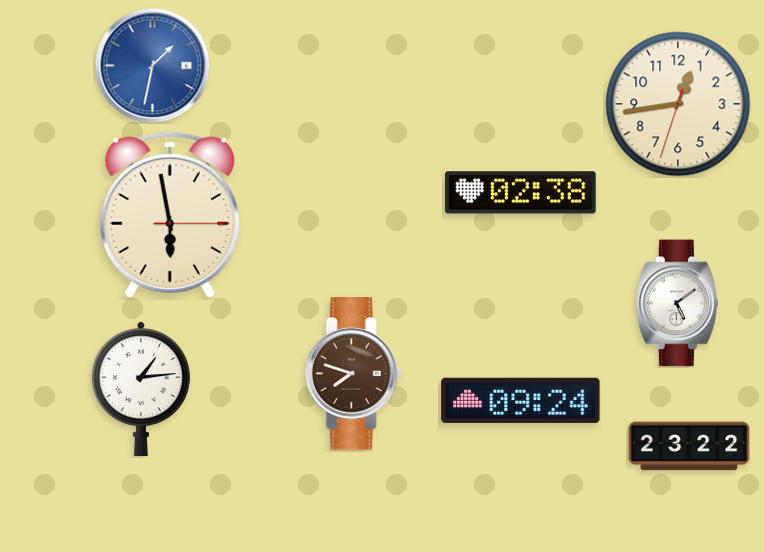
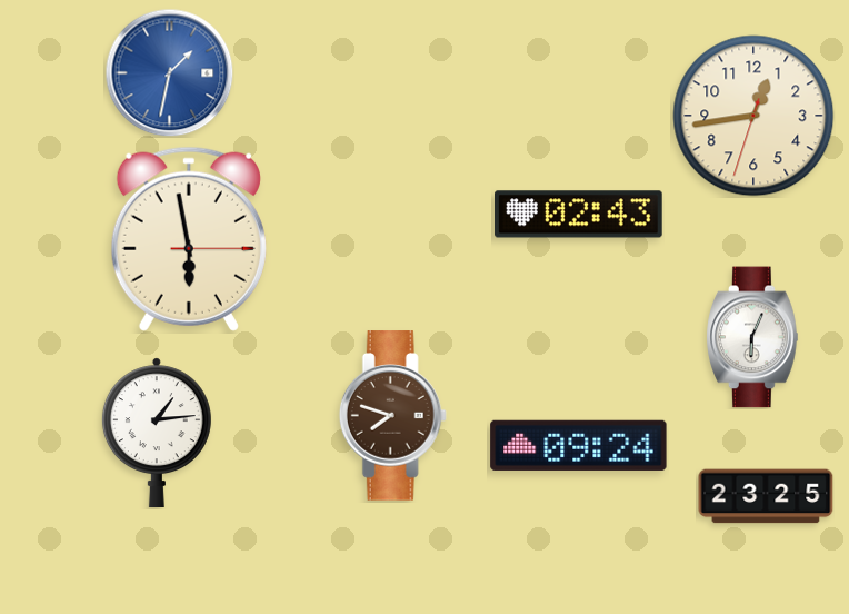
clock at (521, 193): 02:38 -> 02:43
clock at (677, 303): 5:09 -> 6:04
clock at (689, 446): 23:22 -> 23:25
